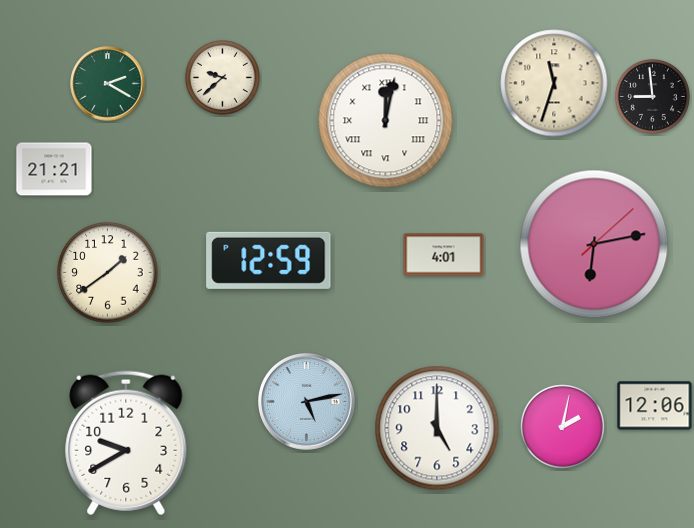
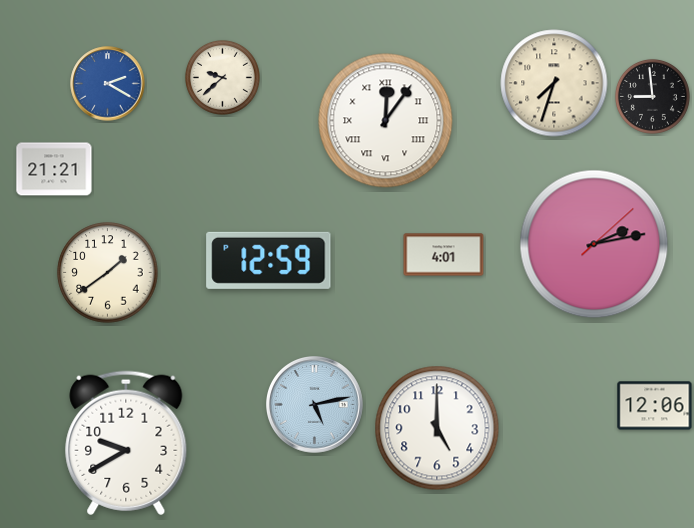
clock at (554, 83): 11:33 -> 7:33
clock at (108, 84) dial: green -> blue
clock at (386, 121): 12:02 -> 12:06
clock at (594, 244): 6:13 -> 2:13
clock at (307, 402) position: (307, 402) -> (315, 405)
clock at (563, 427): 2:02 -> none
